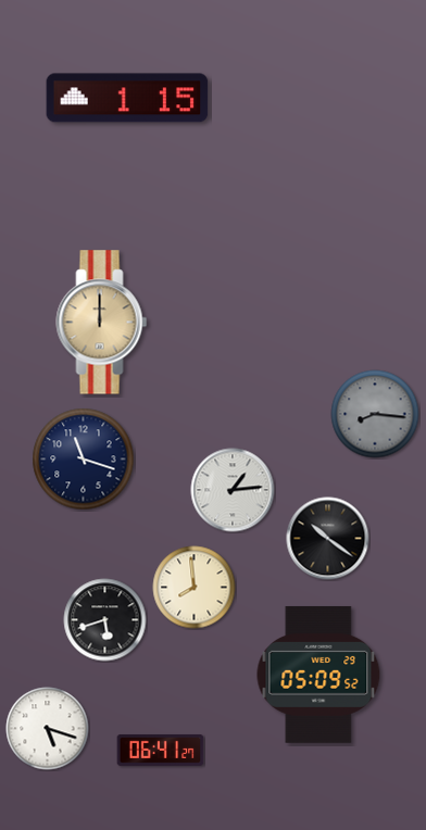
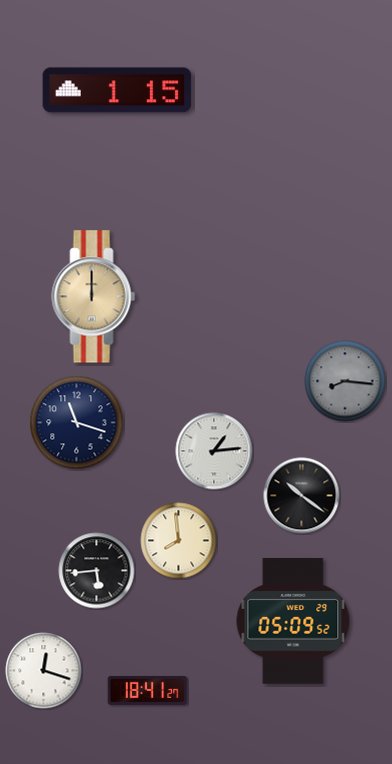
clock at (105, 620): 5:42 -> 5:44
clock at (48, 729): 5:18 -> 12:18
clock at (161, 750): 06:41 -> 18:41
